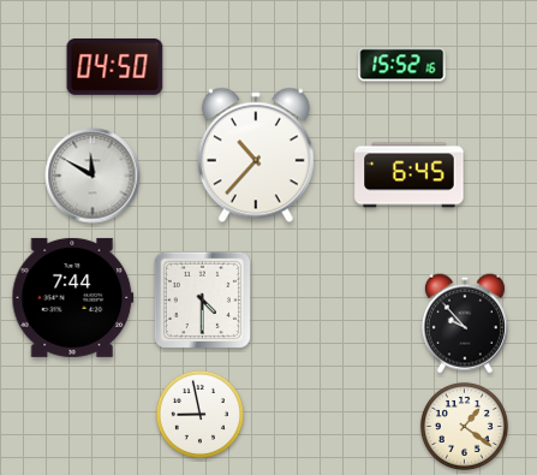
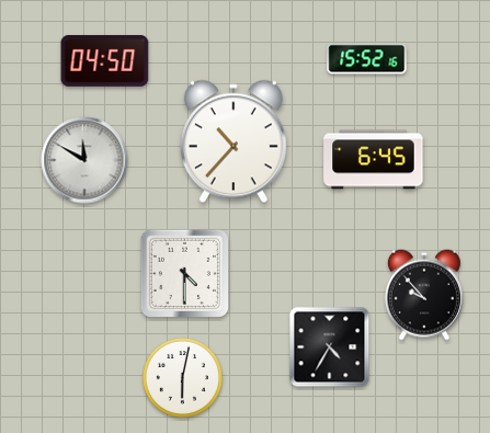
clock at (73, 297): 7:44 -> none
clock at (330, 347): none -> 4:35
clock at (199, 414): 8:58 -> 6:02
clock at (464, 426): 1:21 -> none
